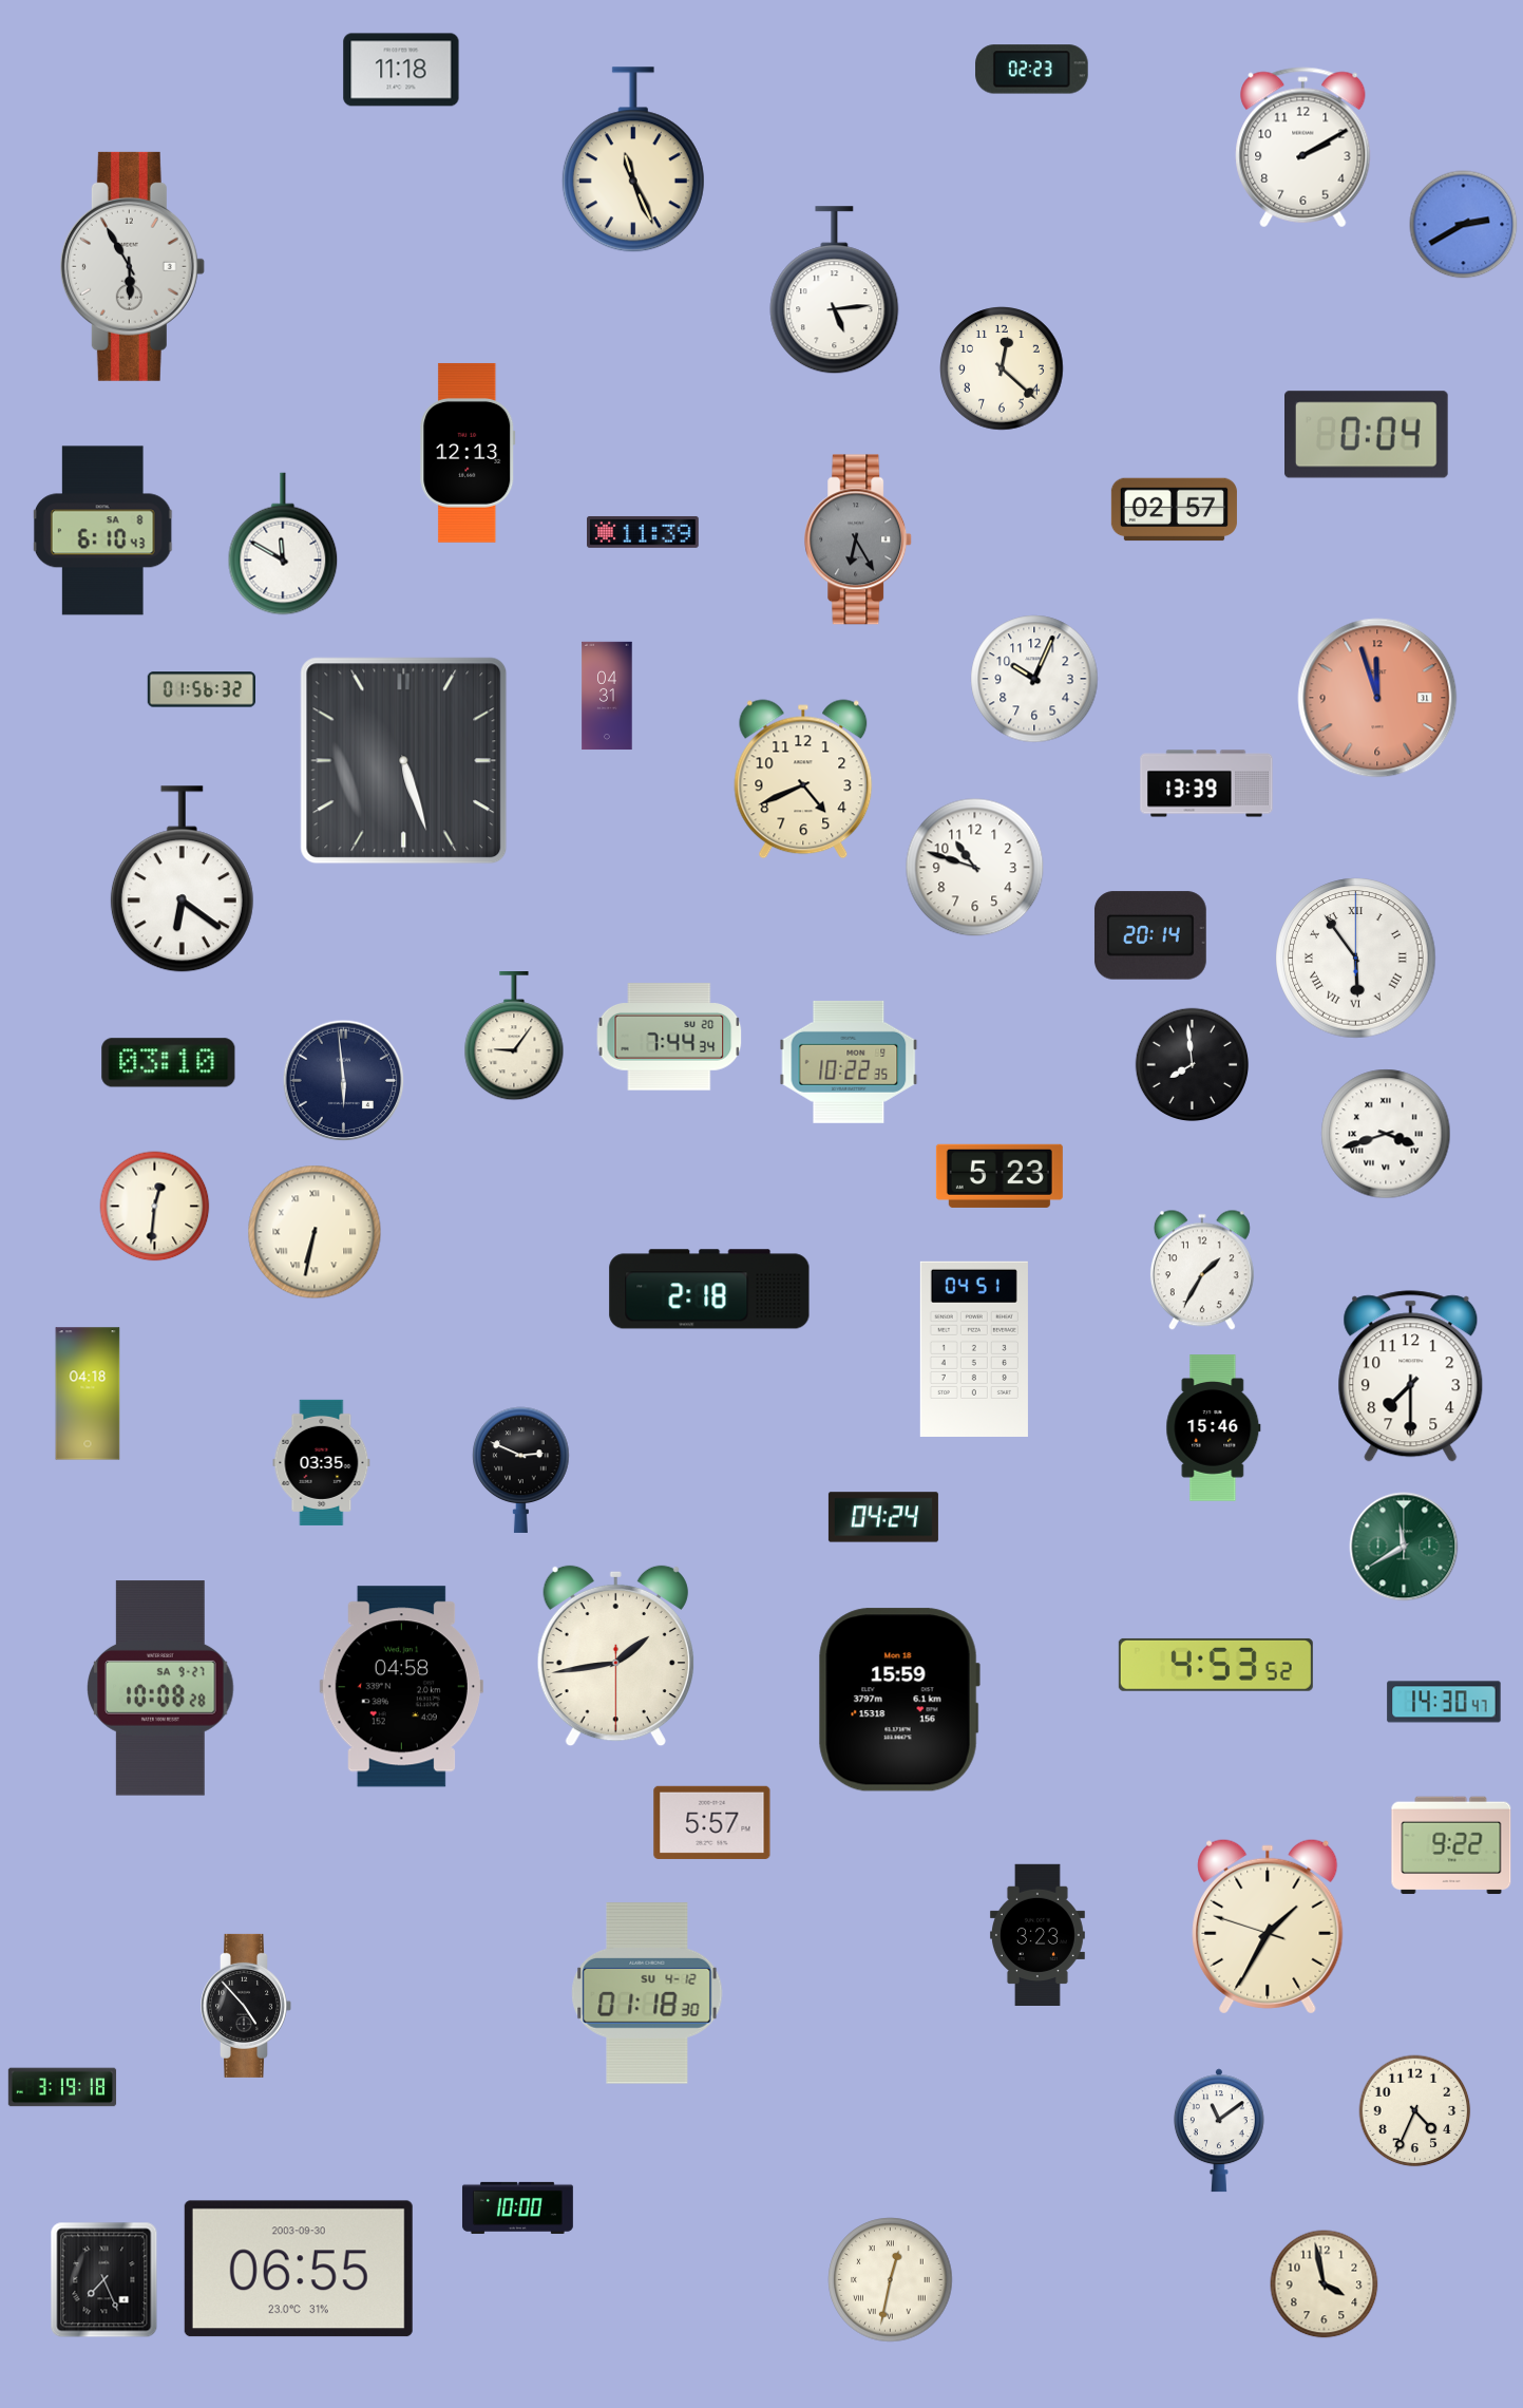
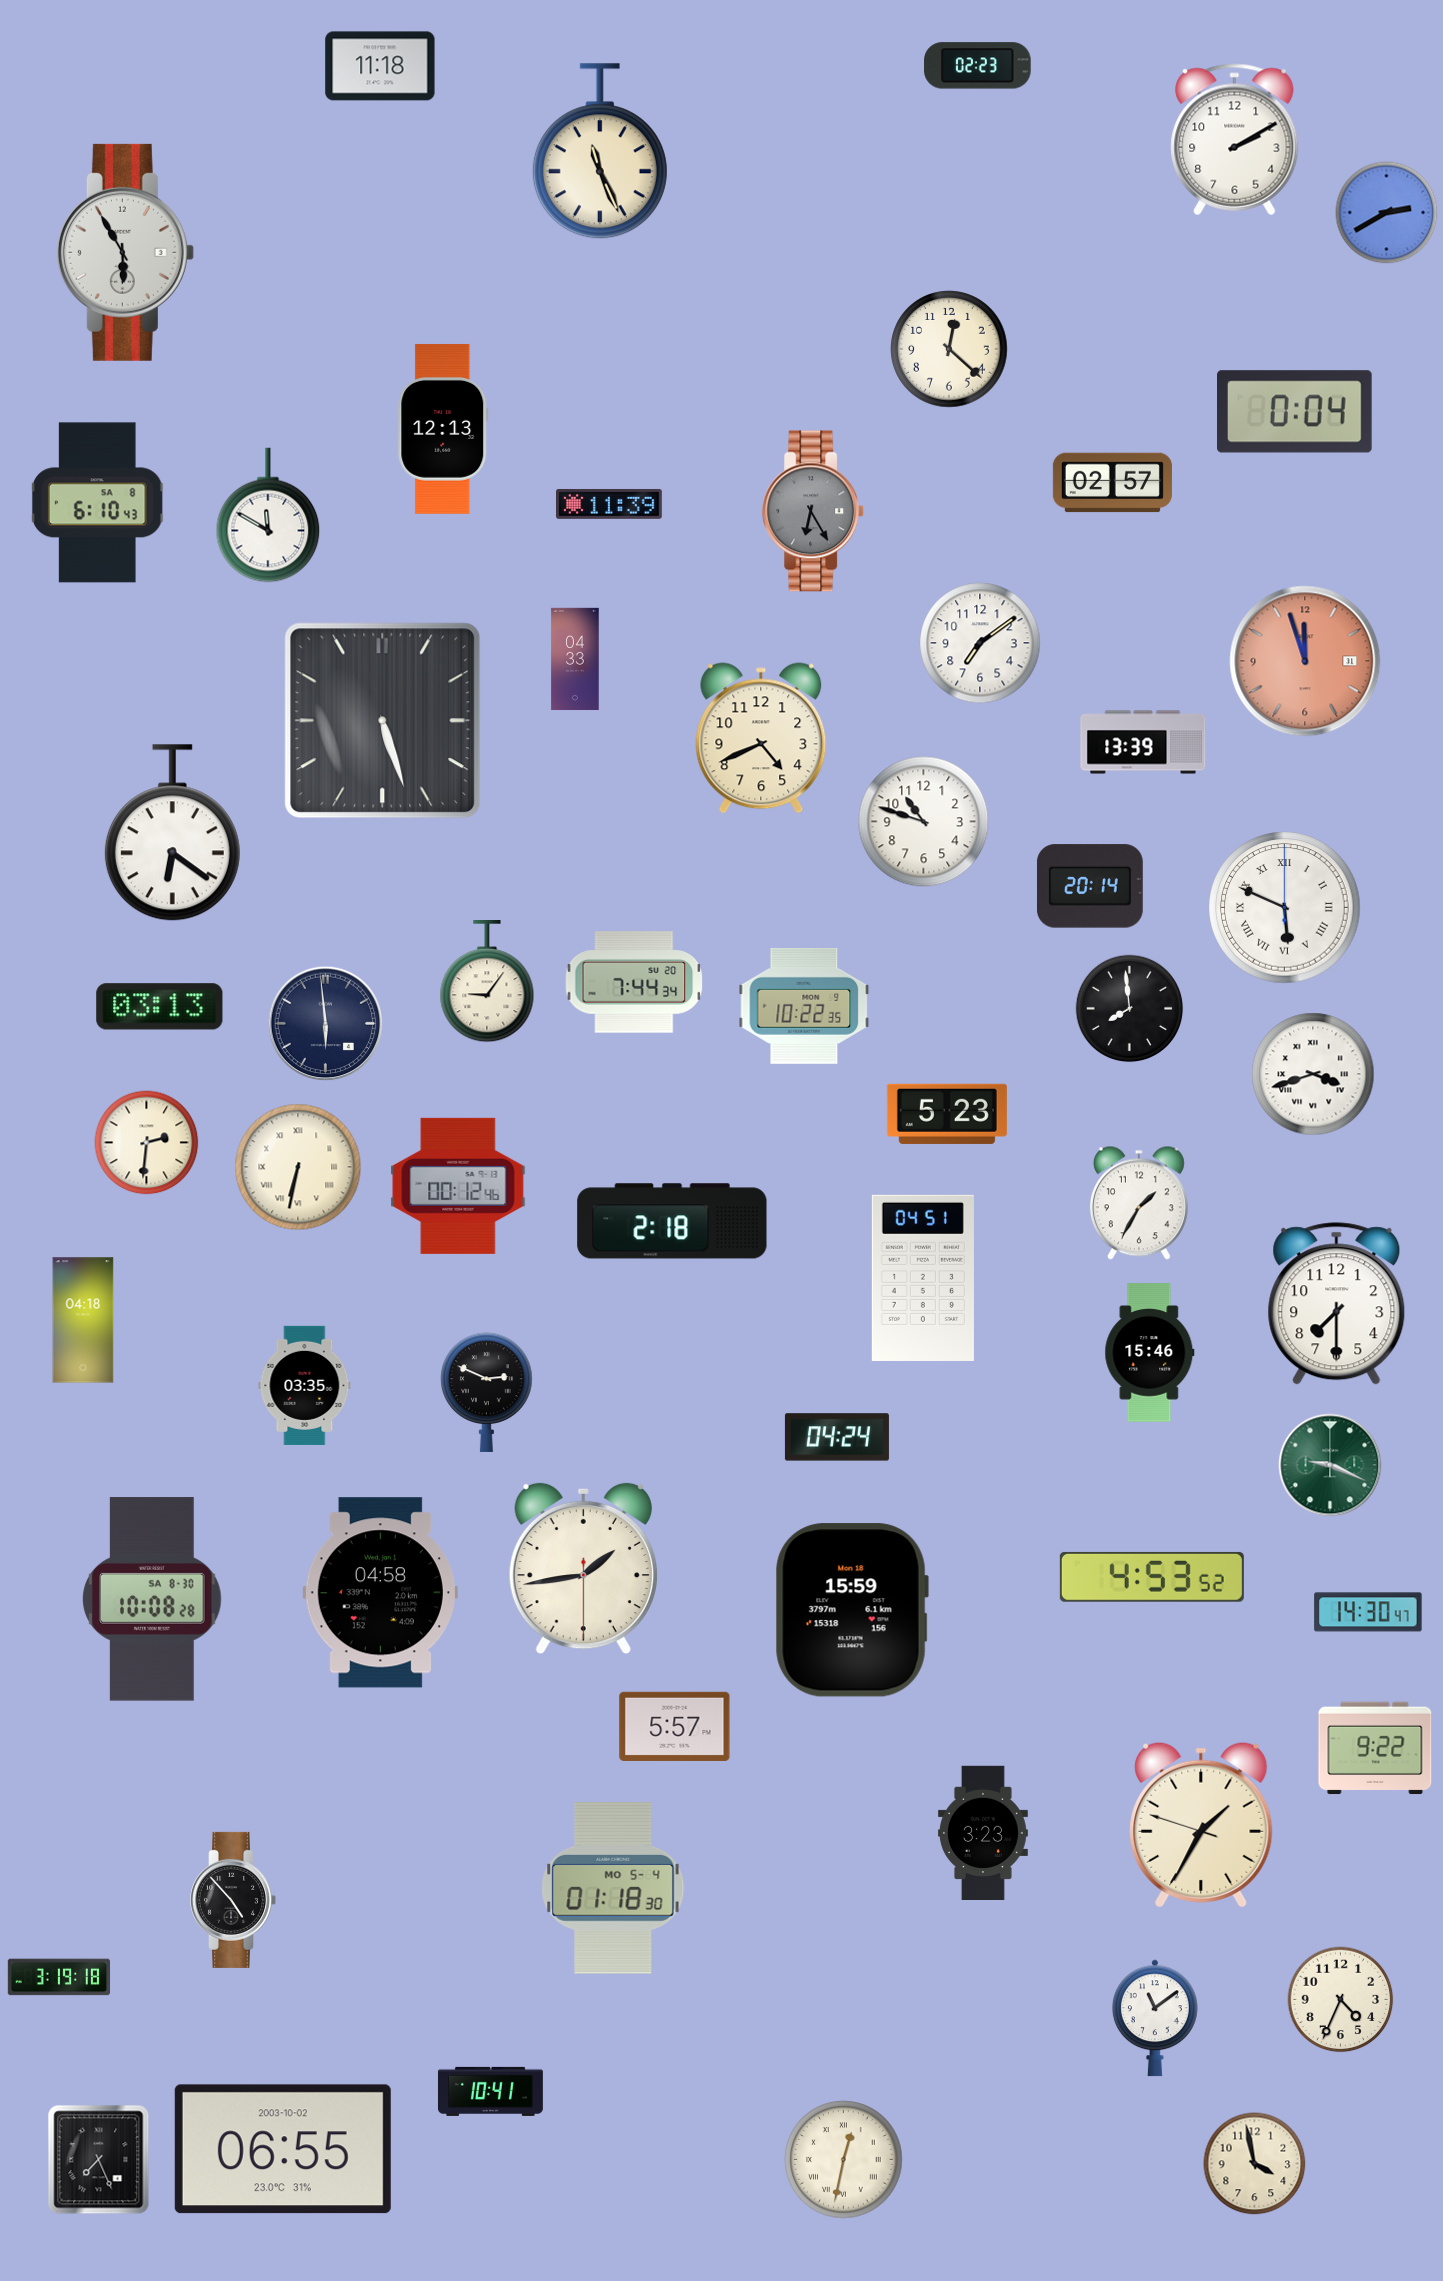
clock at (835, 290): 5:14 -> none
clock at (1034, 679): 10:04 -> 7:09
clock at (201, 689): 01:56 -> none
clock at (607, 696): 04:31 -> 04:33
clock at (1356, 959): 5:54 -> 5:49
clock at (169, 1063): 03:10 -> 03:13
clock at (155, 1207): 12:31 -> 2:31
clock at (458, 1186): none -> 00:12
clock at (521, 1470) position: (521, 1470) -> (487, 1392)
clock at (1404, 1547): 11:40 -> 9:19
clock at (401, 1687) position: (401, 1687) -> (380, 1593)
clock at (160, 1688) date: SA 9-27 -> SA 8-30
clock at (647, 1993) date: SU 4-12 -> MO 5-4
clock at (517, 2207): 10:00 -> 10:41
clock at (299, 2269) date: 2003-09-30 -> 2003-10-02
